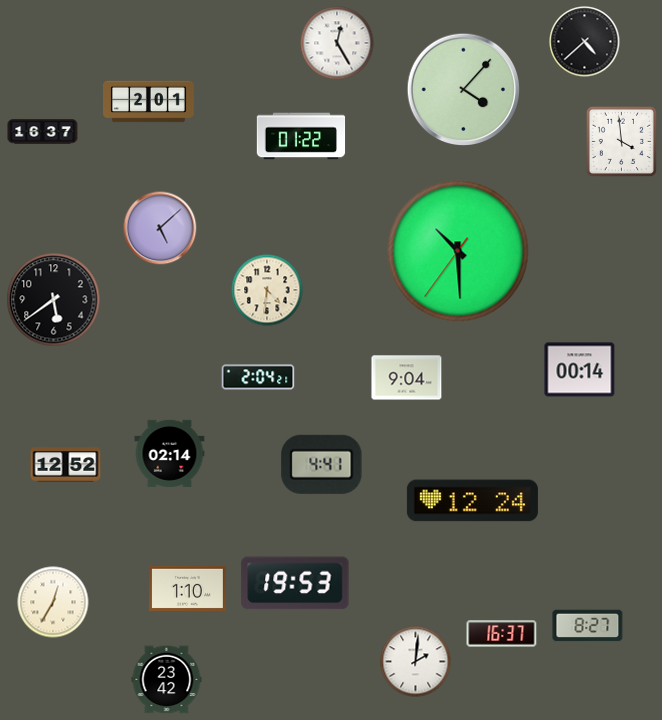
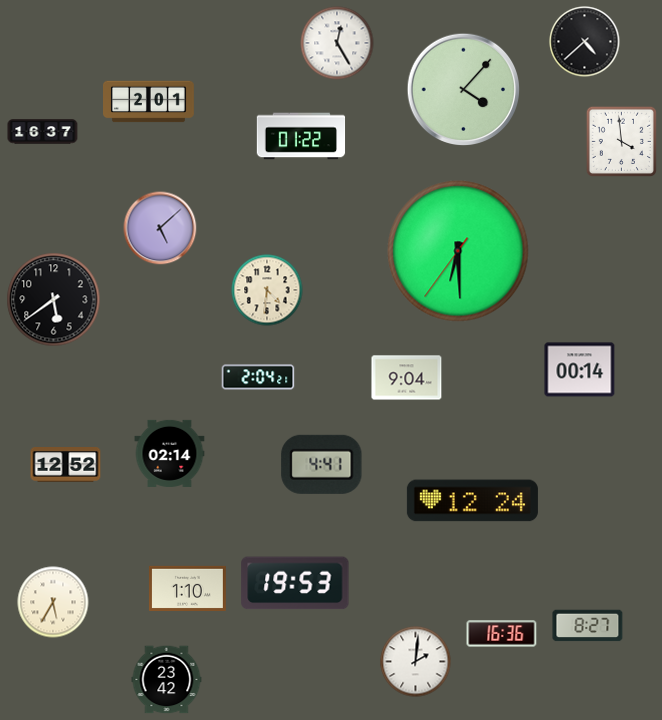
clock at (458, 251): 10:29 -> 6:29
clock at (53, 602): 12:35 -> 5:35
clock at (502, 634): 16:37 -> 16:36
